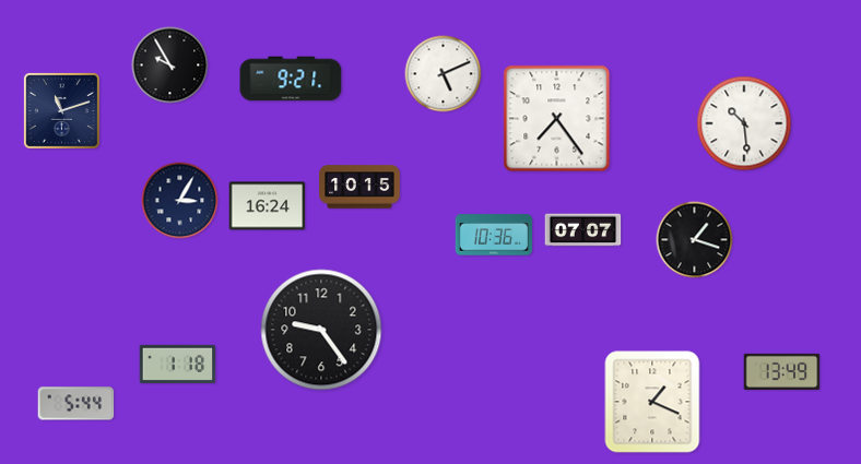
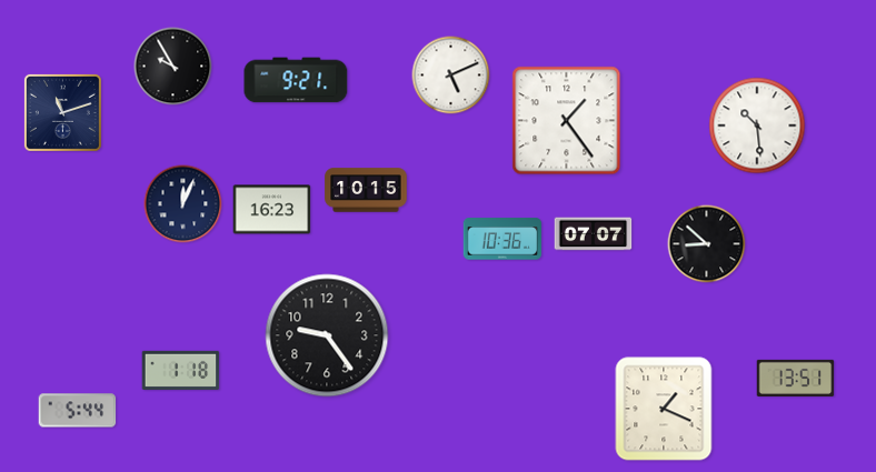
clock at (557, 119): 7:24 -> 1:24
clock at (180, 201): 3:05 -> 12:04
clock at (268, 206): 16:24 -> 16:23
clock at (695, 240): 1:18 -> 8:52
clock at (782, 371): 13:49 -> 13:51
